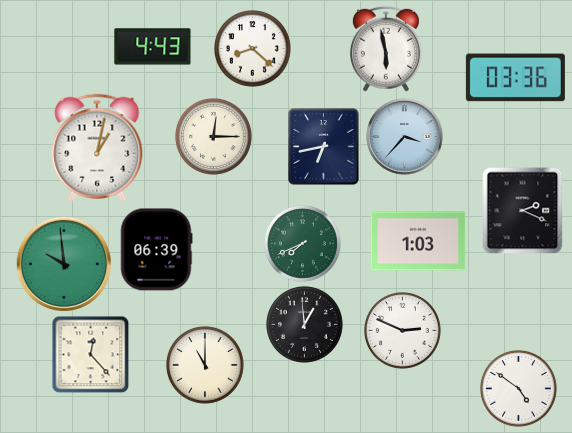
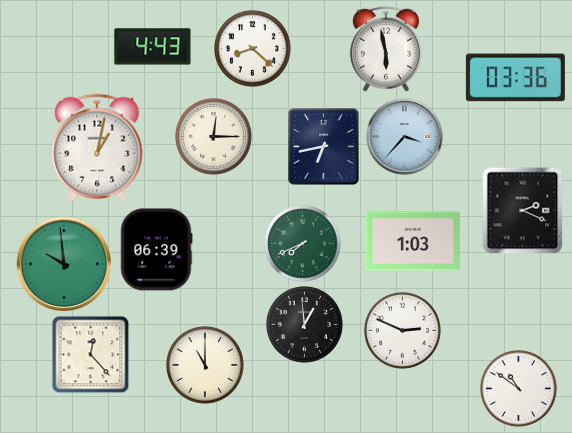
clock at (418, 241) position: (418, 241) -> (413, 241)
clock at (518, 388): 4:51 -> 10:51
